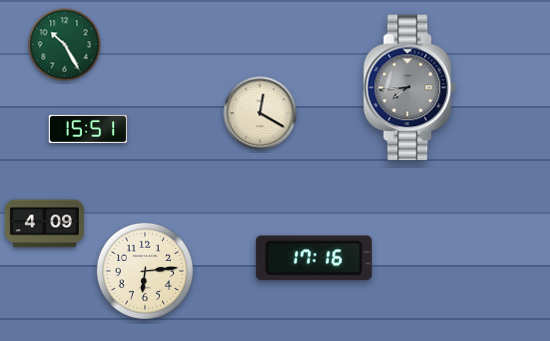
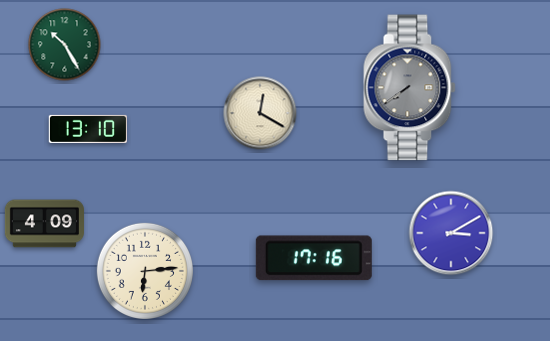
clock at (410, 88): 7:44 -> 7:39
clock at (87, 129): 15:51 -> 13:10
clock at (451, 233): none -> 3:10
